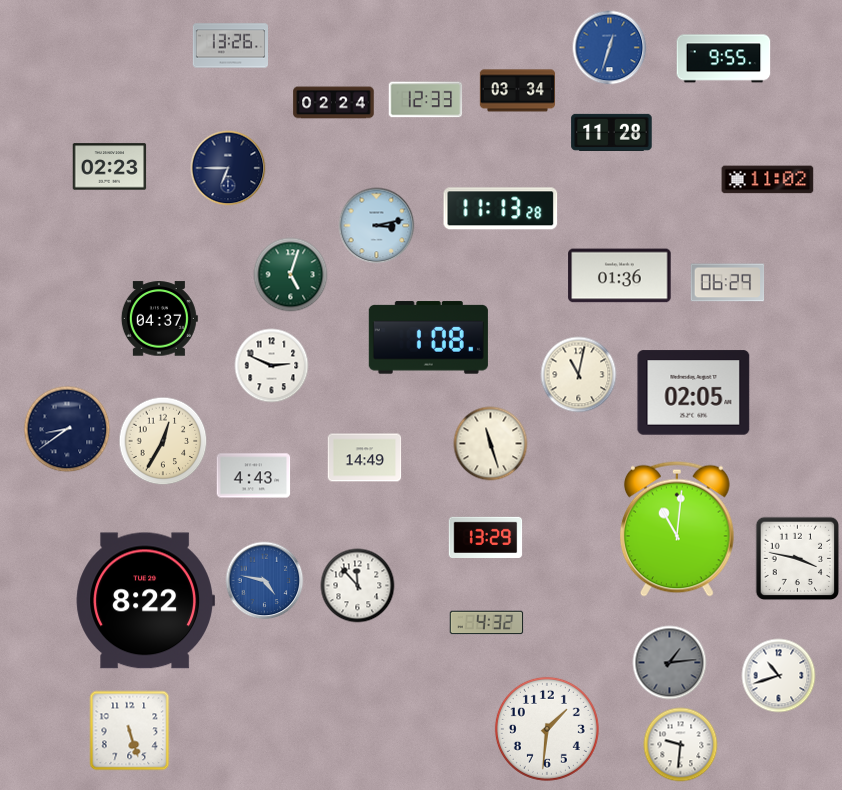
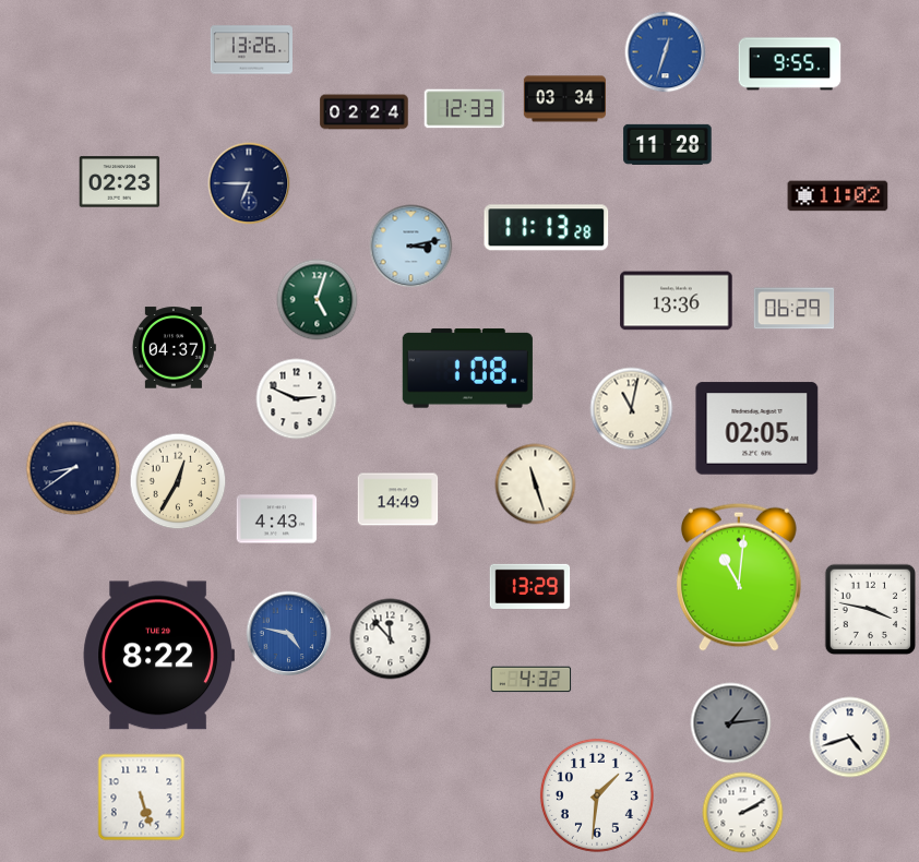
clock at (620, 276): 01:36 -> 13:36
clock at (779, 676): 10:42 -> 4:42
clock at (681, 745): 9:31 -> 2:10
